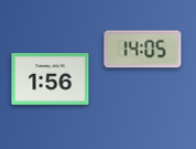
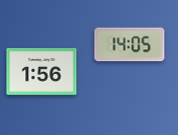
clock at (51, 79) position: (51, 79) -> (42, 72)
